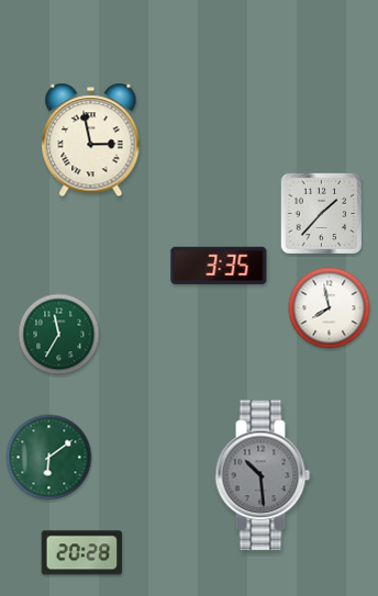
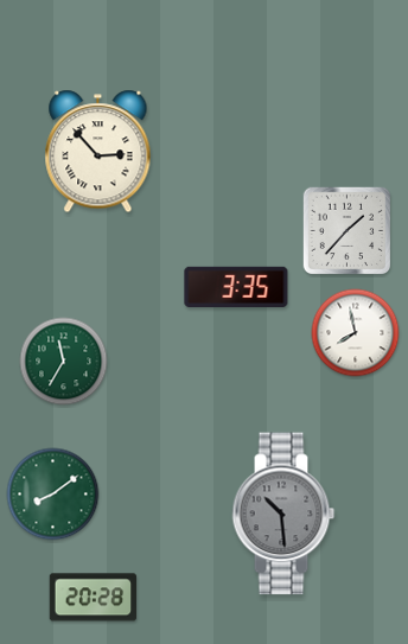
clock at (91, 140): 2:58 -> 2:53
clock at (49, 458): 6:09 -> 8:09
clock at (82, 553) position: (82, 553) -> (94, 598)
